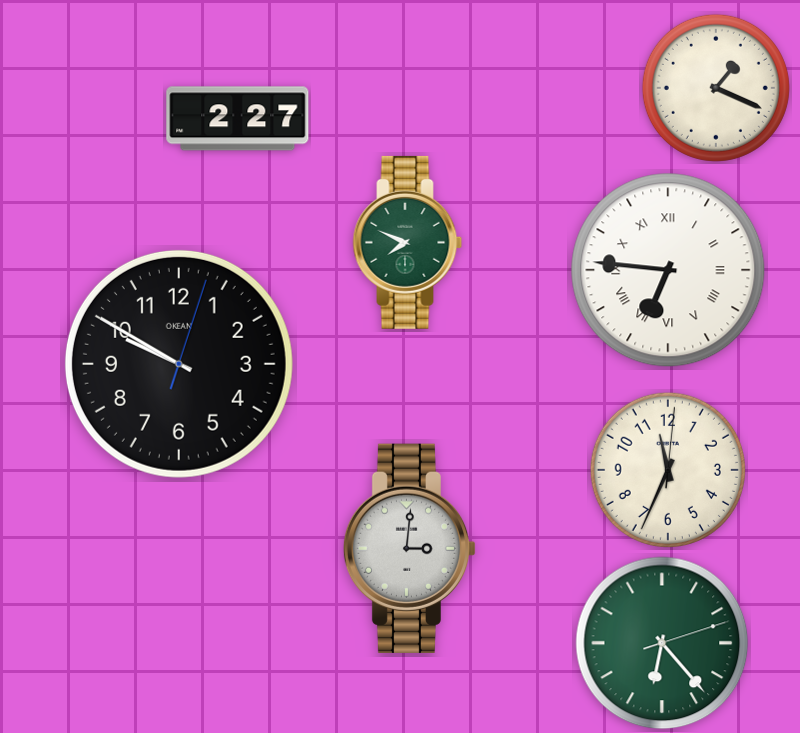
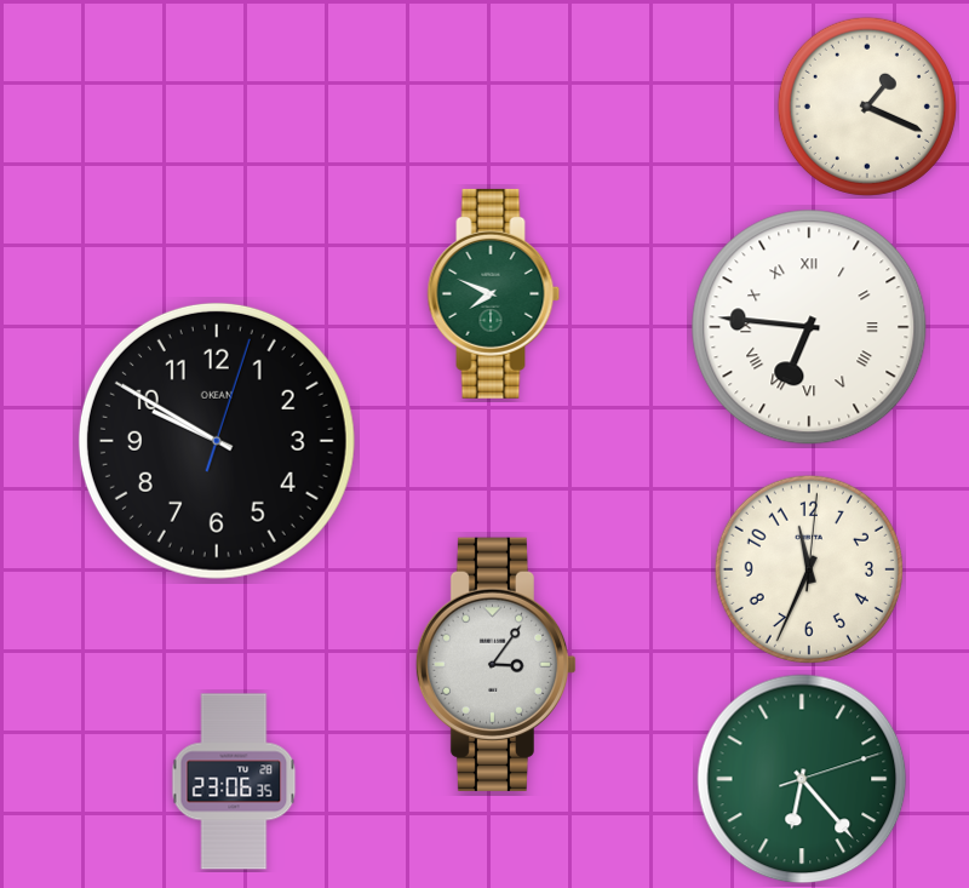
clock at (238, 119): 2:27 -> none
clock at (410, 548): 3:01 -> 3:06
clock at (234, 781): none -> 23:06
